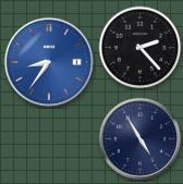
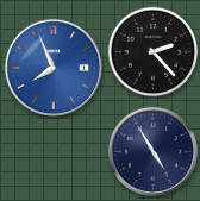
clock at (48, 61): 8:36 -> 7:56
